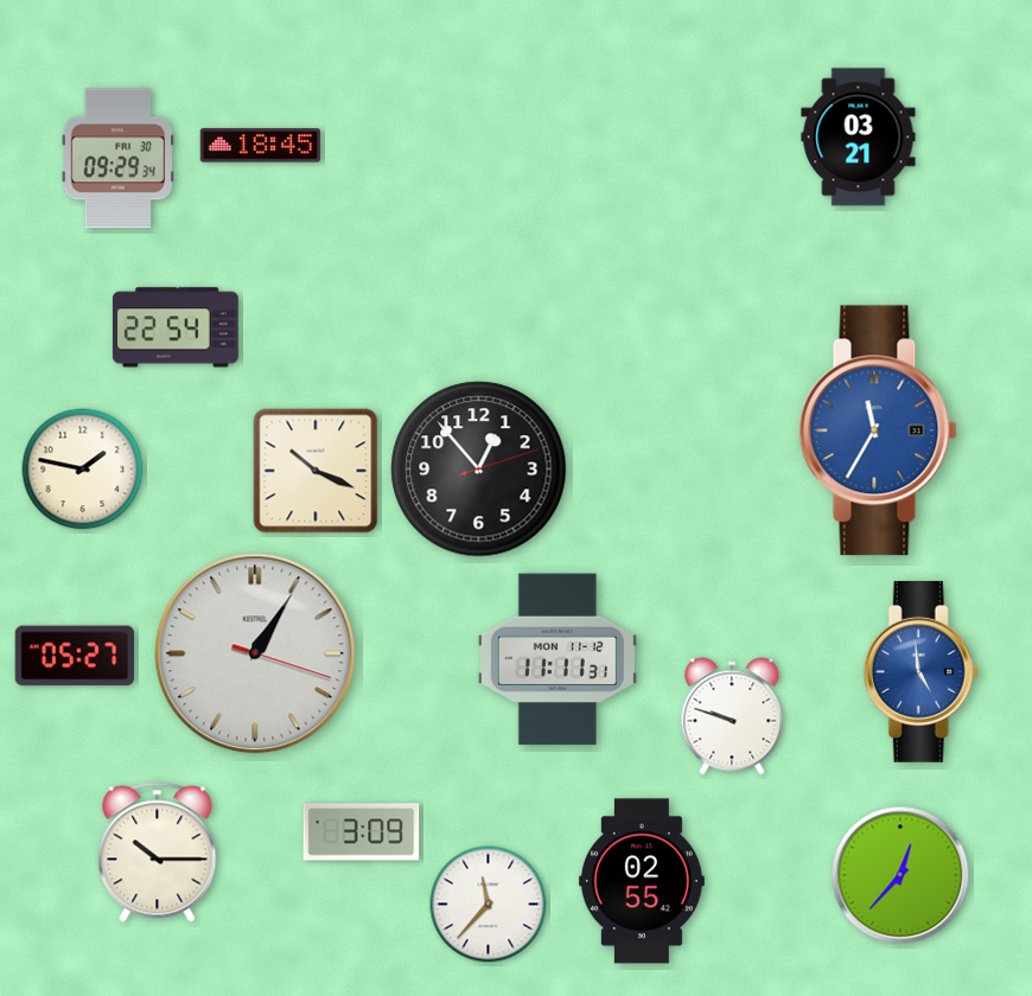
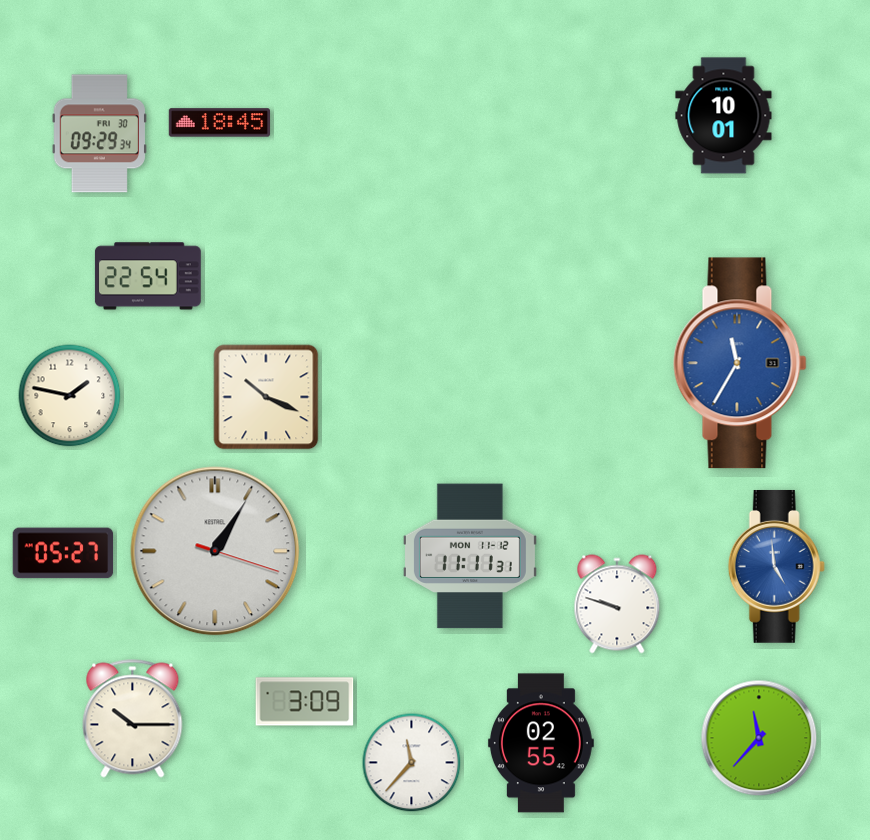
clock at (859, 138): 03:21 -> 10:01
clock at (479, 470): 12:53 -> none
clock at (900, 875): 12:37 -> 11:37
